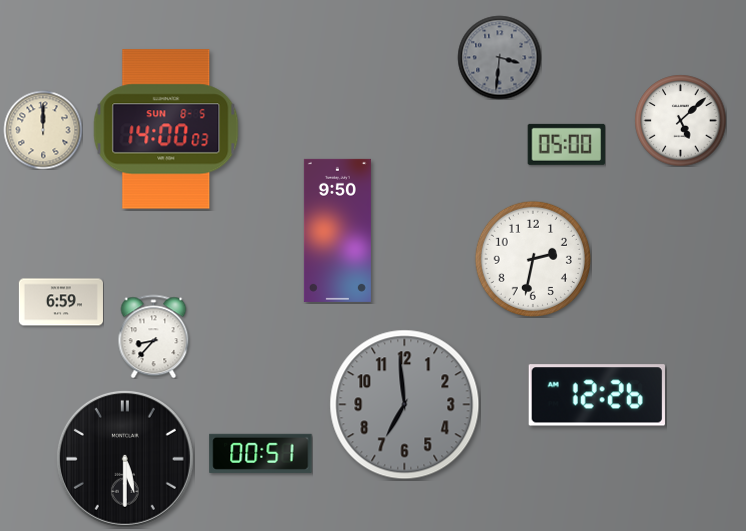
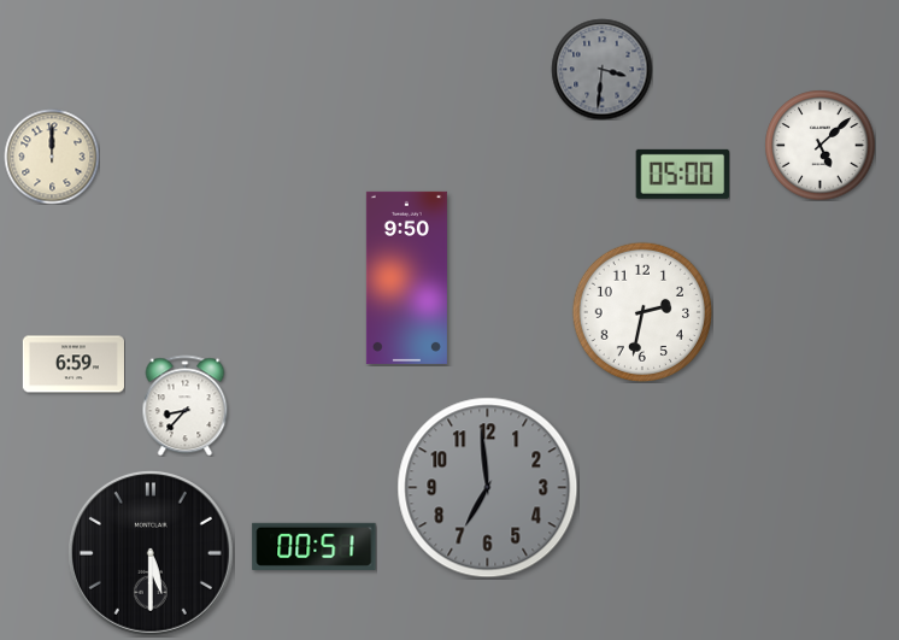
clock at (166, 129): 14:00 -> none
clock at (597, 395): 12:26 -> none
